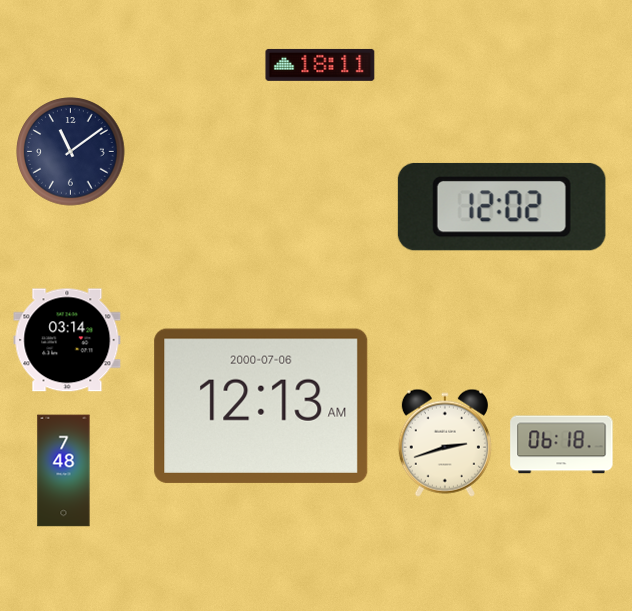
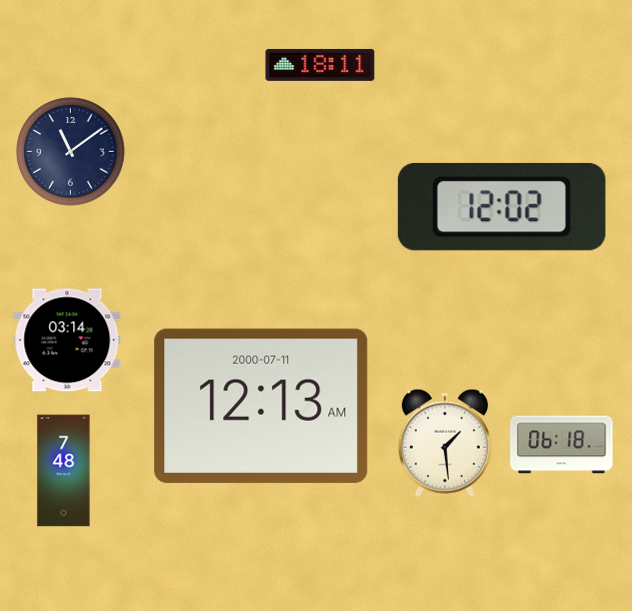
clock at (261, 406) date: 2000-07-06 -> 2000-07-11
clock at (445, 443): 2:42 -> 1:29
